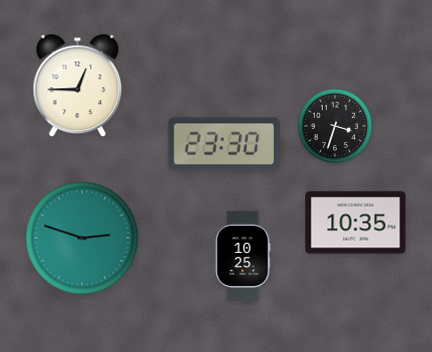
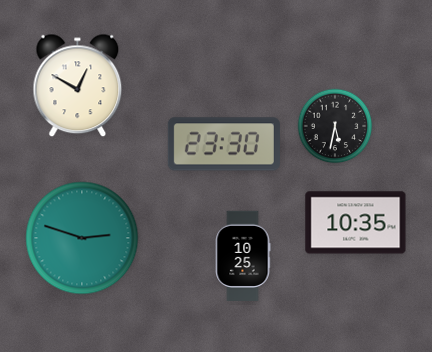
clock at (78, 86): 12:45 -> 12:50
clock at (335, 126): 3:33 -> 5:32
